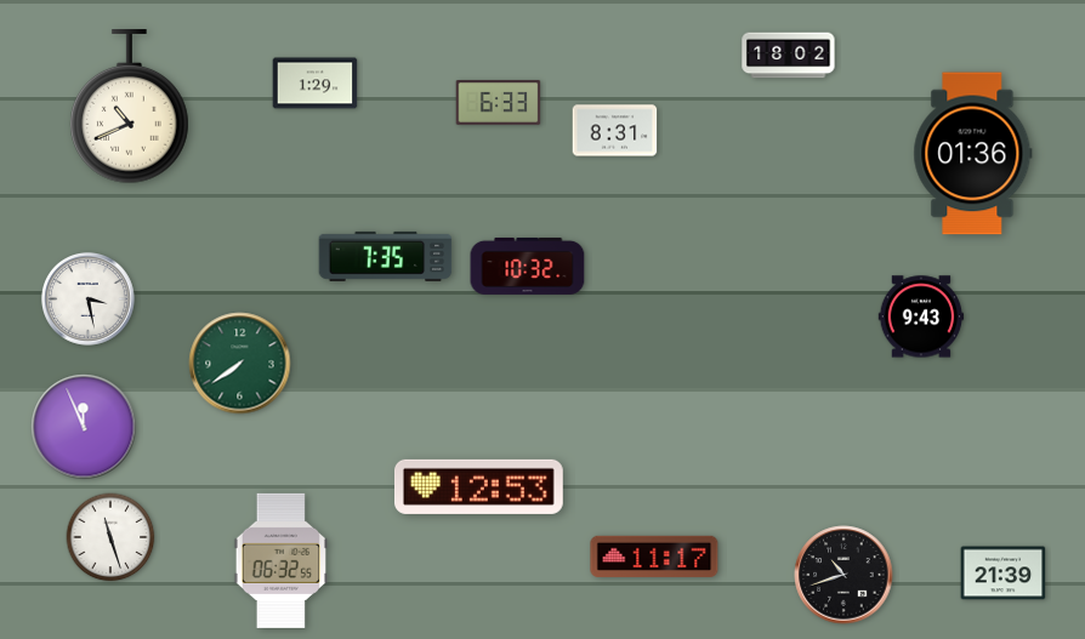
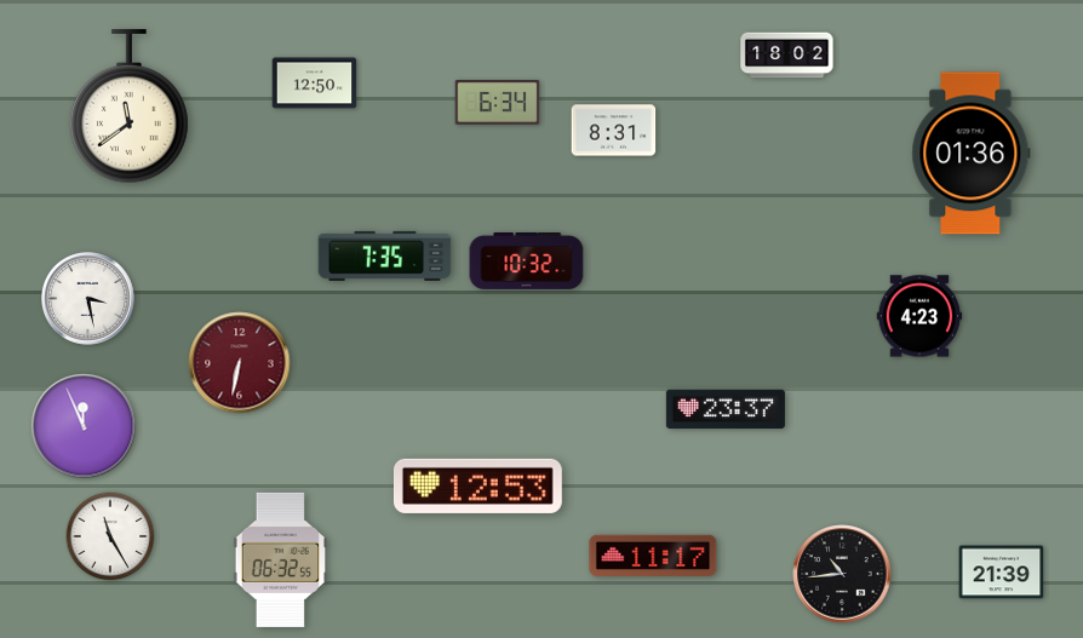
clock at (316, 84): 1:29 -> 12:50
clock at (499, 103): 6:33 -> 6:34
clock at (130, 107): 10:41 -> 11:39
clock at (528, 266) position: (528, 266) -> (527, 260)
clock at (921, 316): 9:43 -> 4:23
clock at (240, 364): 7:39 -> 6:32
clock at (240, 364) dial: green -> burgundy
clock at (726, 409): none -> 23:37
clock at (110, 537): 11:27 -> 11:25
clock at (843, 575): 10:42 -> 10:44
